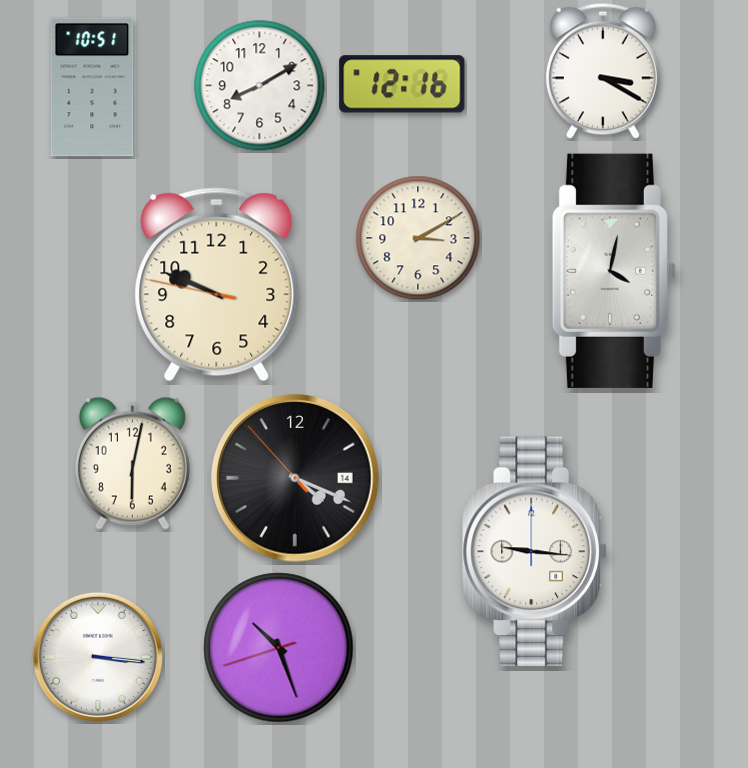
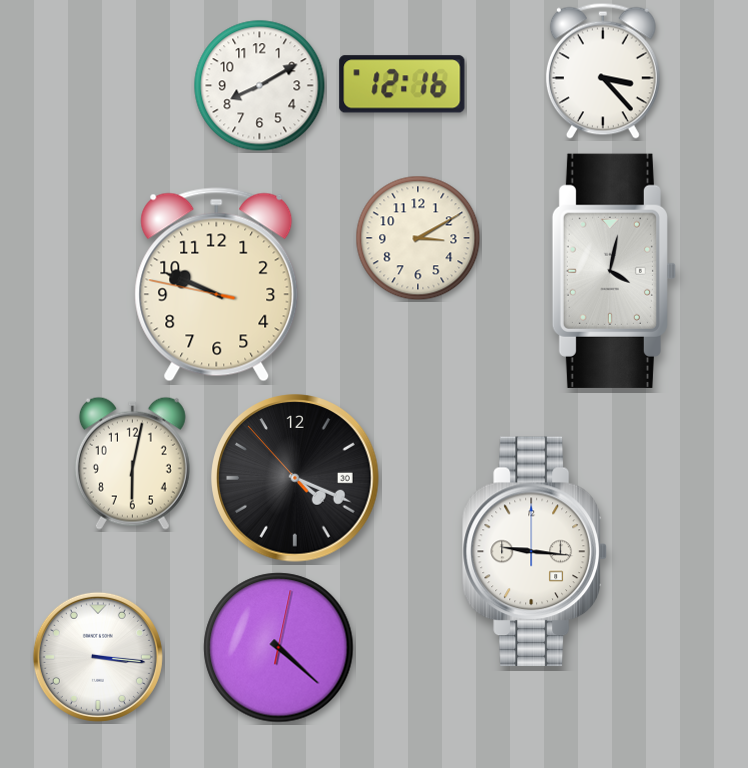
clock at (603, 71): 3:20 -> 3:23
clock at (92, 87): 10:51 -> none
clock at (295, 478) date: 14 -> 30
clock at (279, 648): 10:26 -> 4:22
